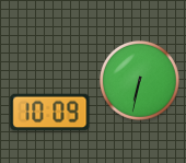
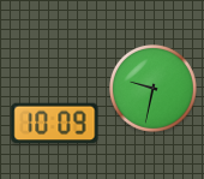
clock at (140, 81): 6:32 -> 9:32
